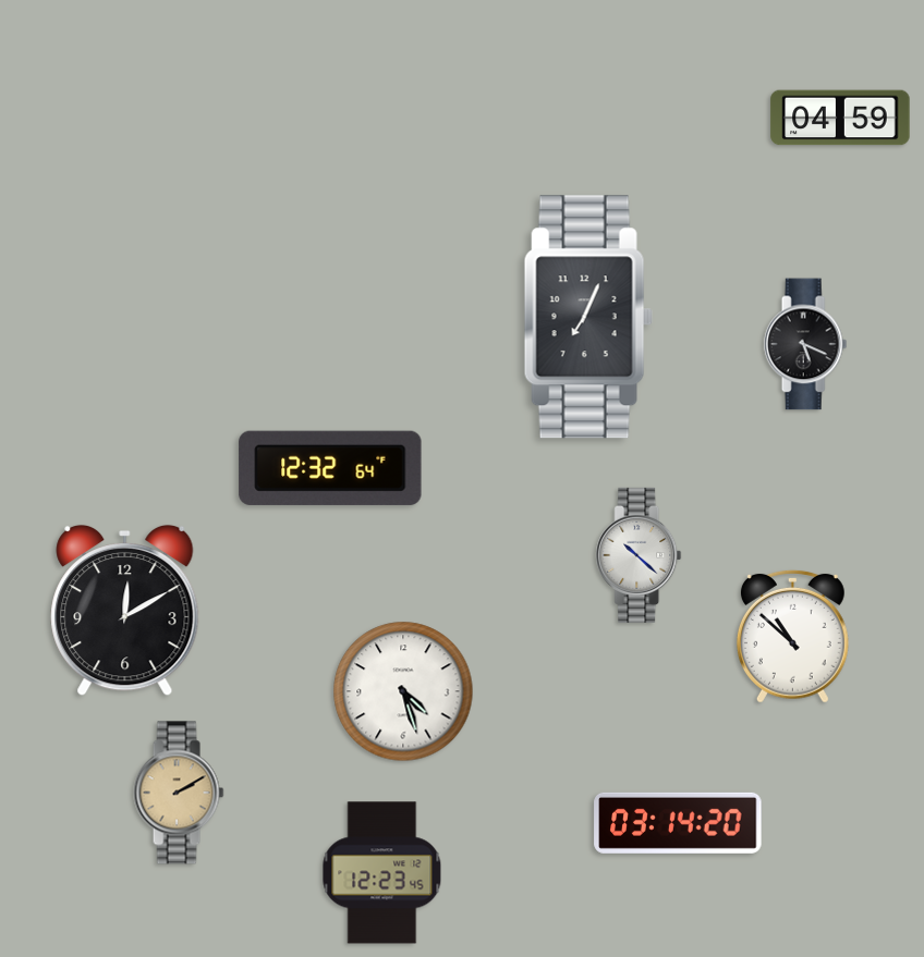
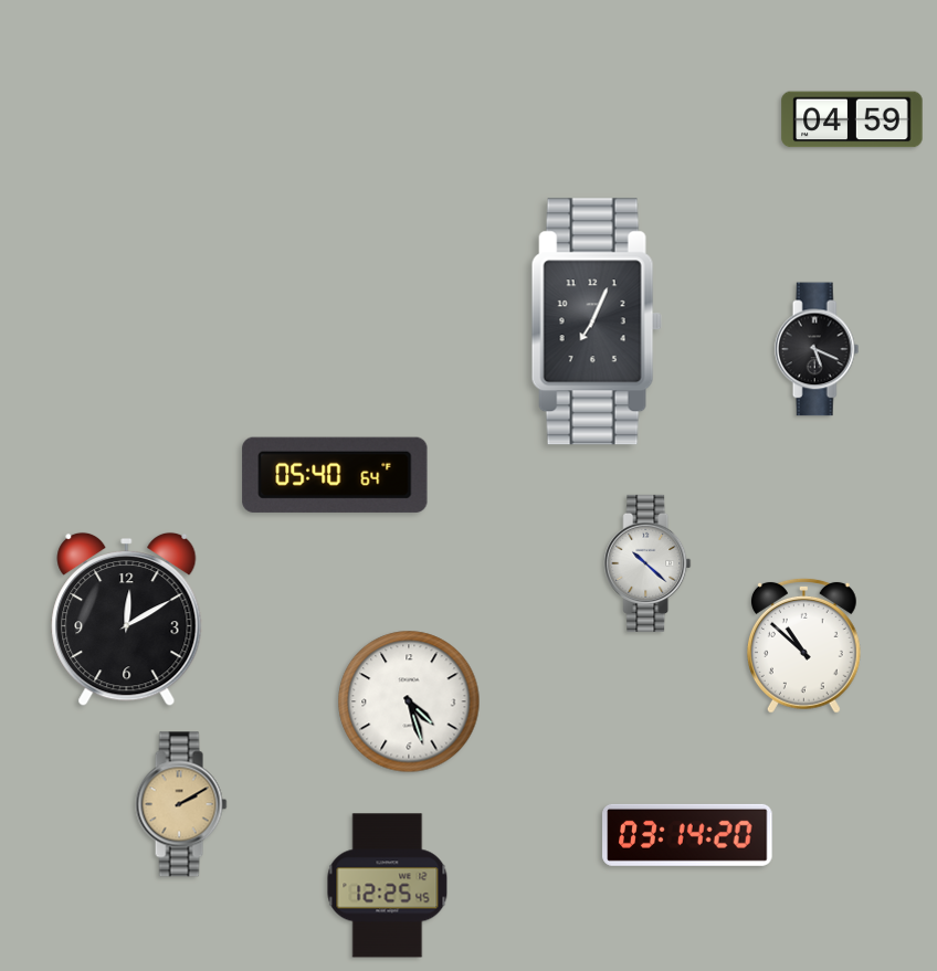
clock at (330, 468): 12:32 -> 05:40
clock at (382, 873): 12:23 -> 12:25
